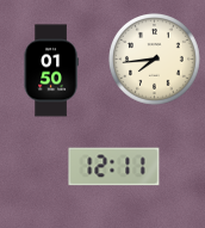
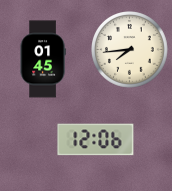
clock at (51, 70): 01:50 -> 01:45
clock at (114, 167): 12:11 -> 12:06
